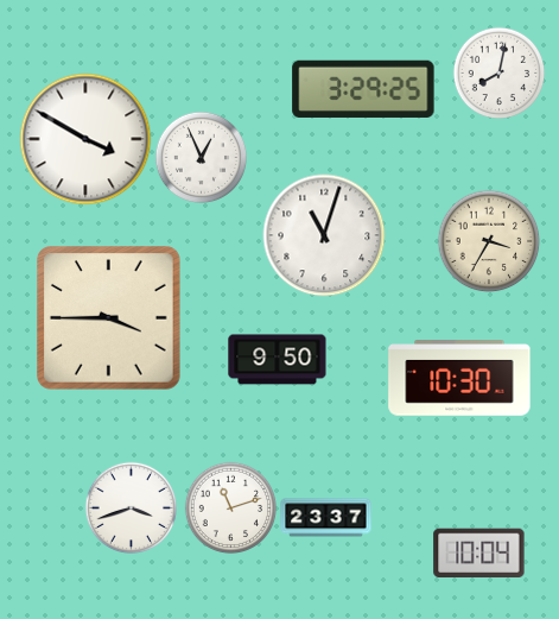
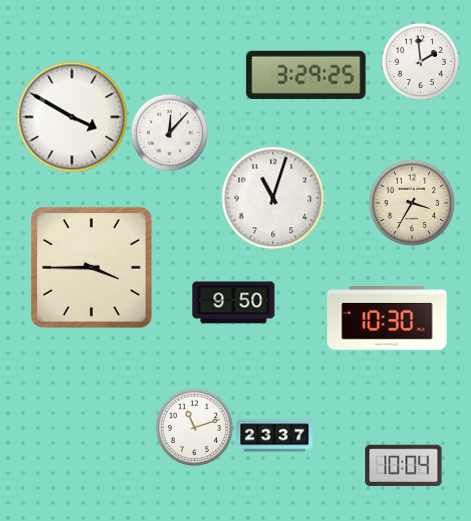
clock at (498, 72): 8:02 -> 1:59
clock at (201, 157): 12:56 -> 12:07
clock at (131, 507): 3:42 -> none
